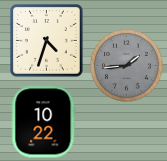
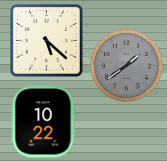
clock at (47, 41): 4:33 -> 5:22
clock at (127, 66): 1:44 -> 1:39
